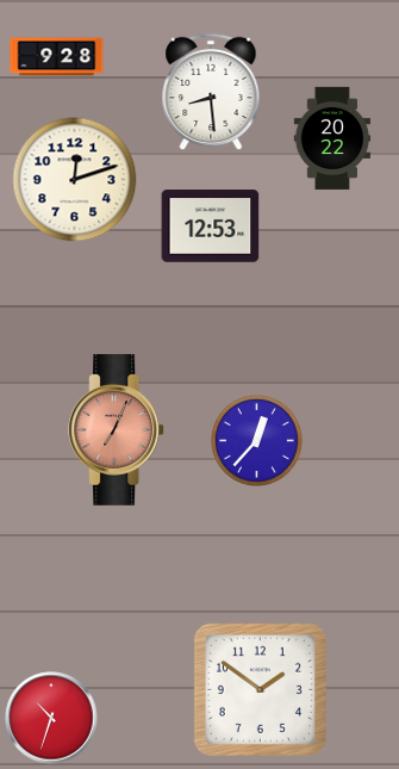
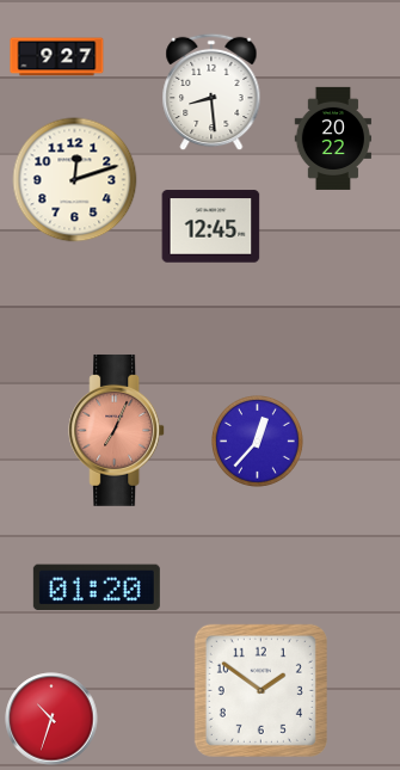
clock at (57, 57): 9:28 -> 9:27
clock at (211, 227): 12:53 -> 12:45
clock at (97, 587): none -> 01:20
